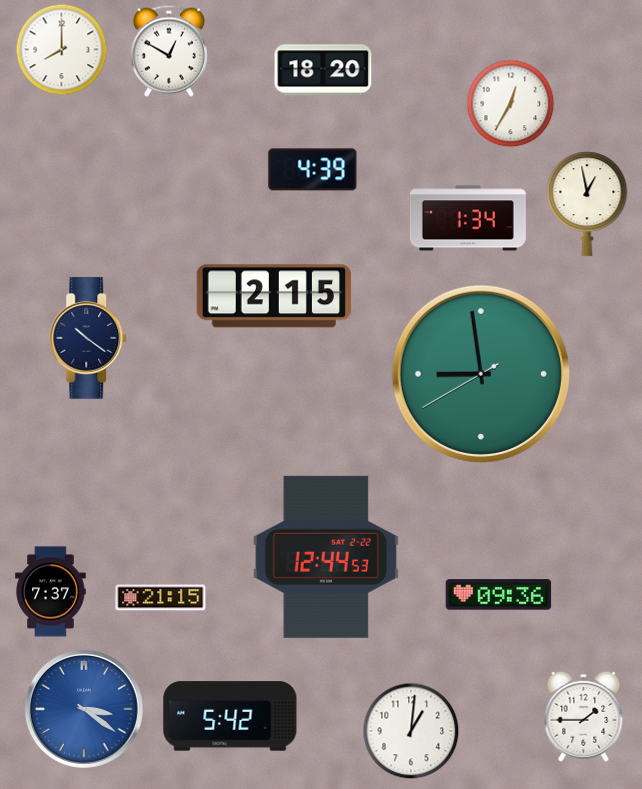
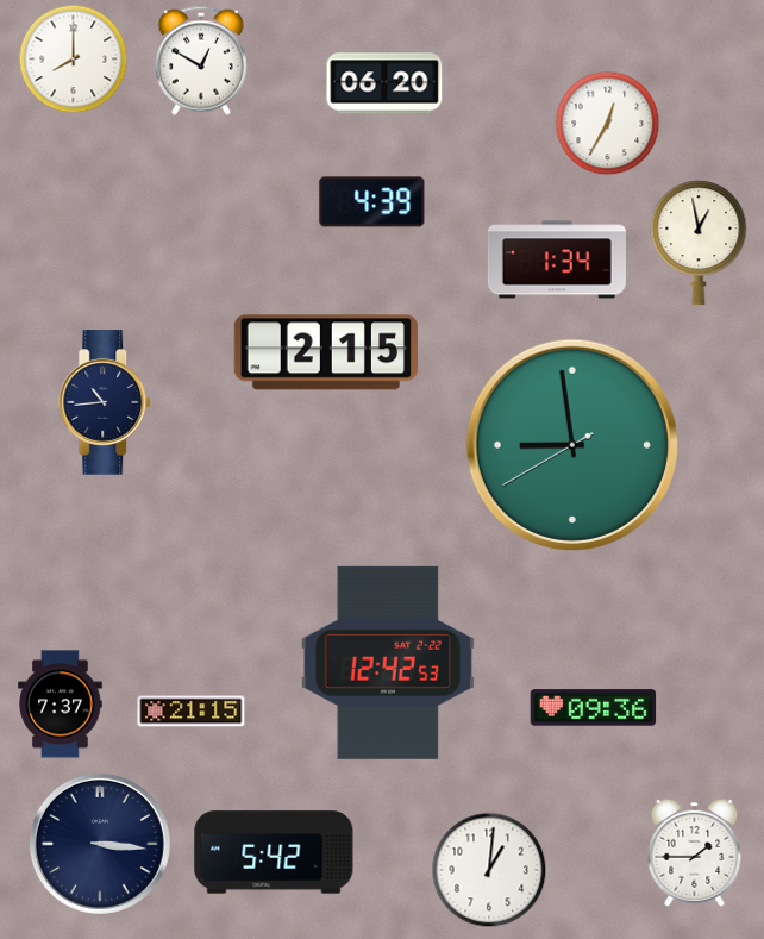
clock at (323, 70): 18:20 -> 06:20
clock at (89, 338): 10:21 -> 10:44
clock at (326, 557): 12:44 -> 12:42
clock at (84, 709): 3:21 -> 3:16
clock at (84, 709) dial: blue -> navy
